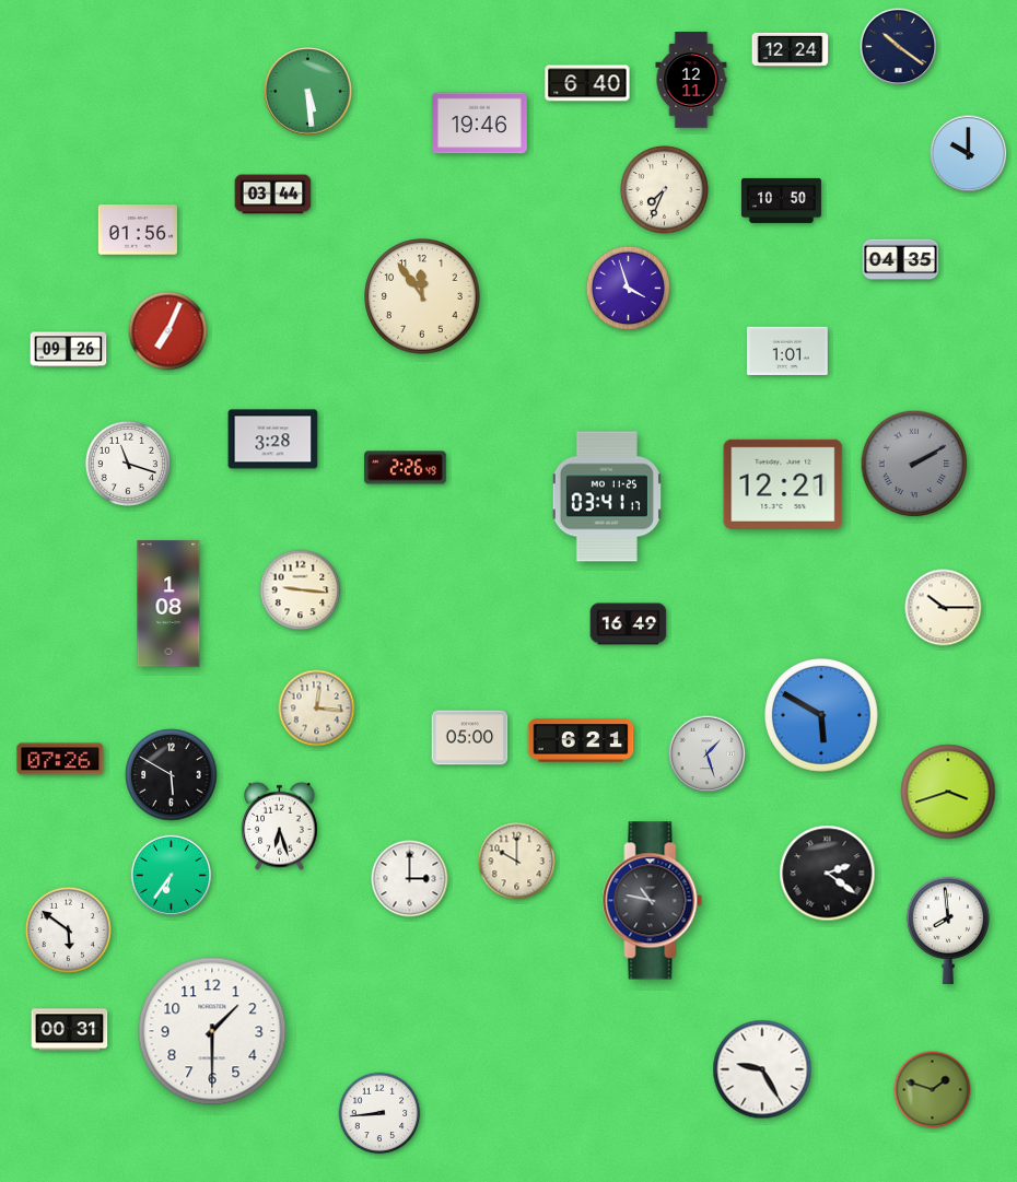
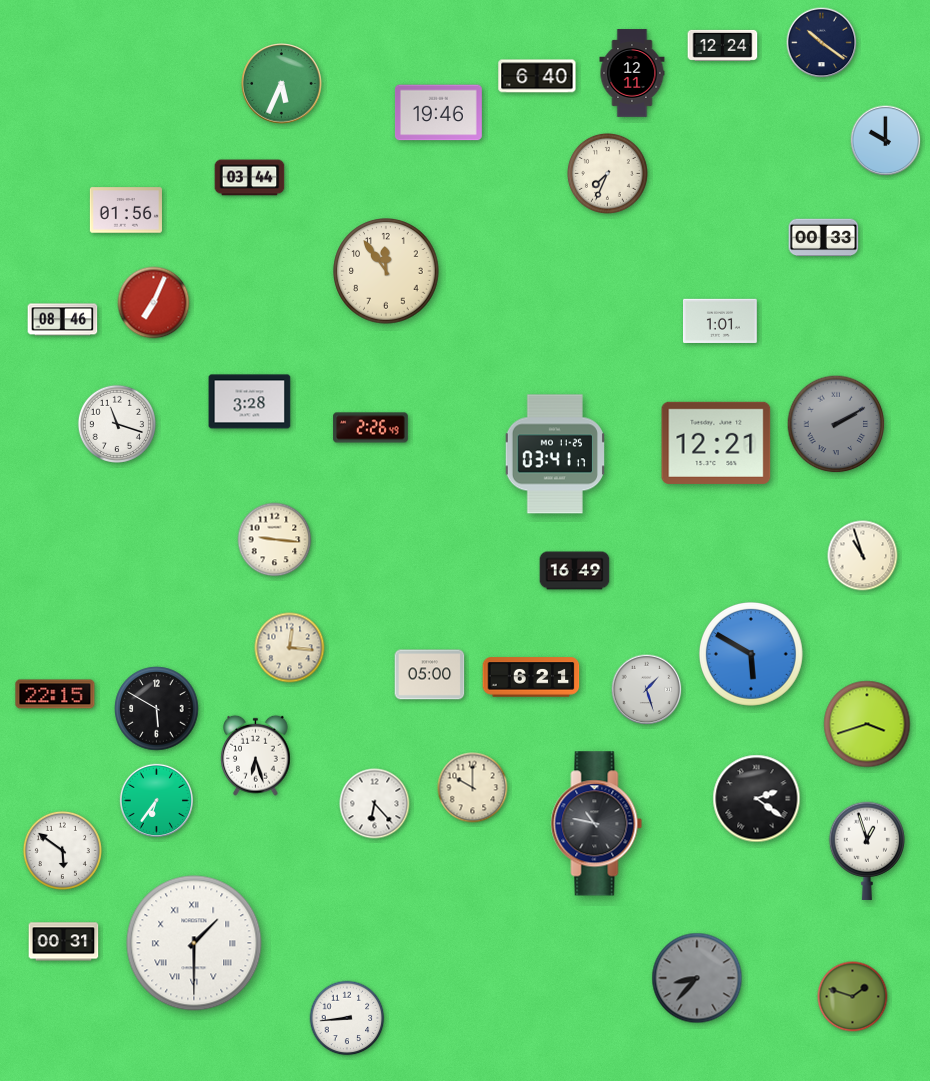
clock at (308, 92): 5:29 -> 5:34
clock at (781, 200): 10:50 -> none
clock at (901, 260): 04:35 -> 00:33
clock at (629, 289): 3:57 -> none
clock at (69, 350): 09:26 -> 08:46
clock at (168, 604): 1:08 -> none
clock at (944, 608): 10:15 -> 10:57
clock at (60, 759): 07:26 -> 22:15
clock at (410, 879): 3:00 -> 6:23
clock at (947, 931): 7:59 -> 12:57
clock at (212, 1031) numerals: Arabic -> Roman
clock at (762, 1069): 9:25 -> 8:37
clock at (762, 1069) dial: white -> grey
